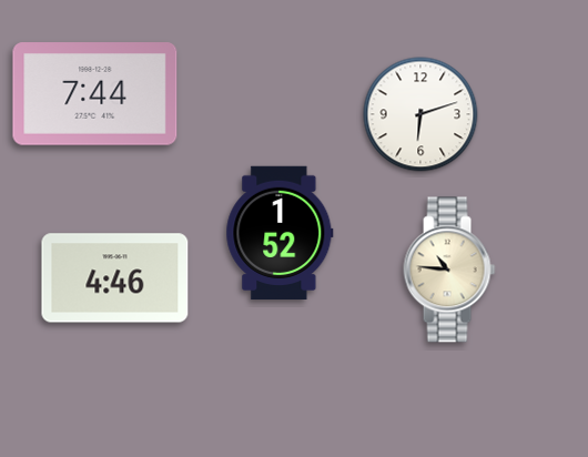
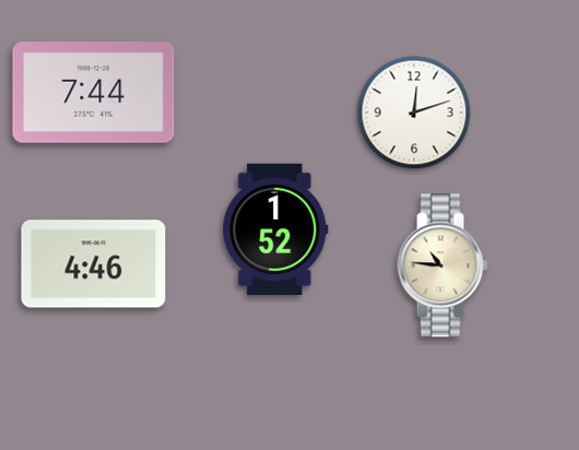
clock at (420, 114): 6:12 -> 12:12
clock at (115, 278) position: (115, 278) -> (94, 264)
